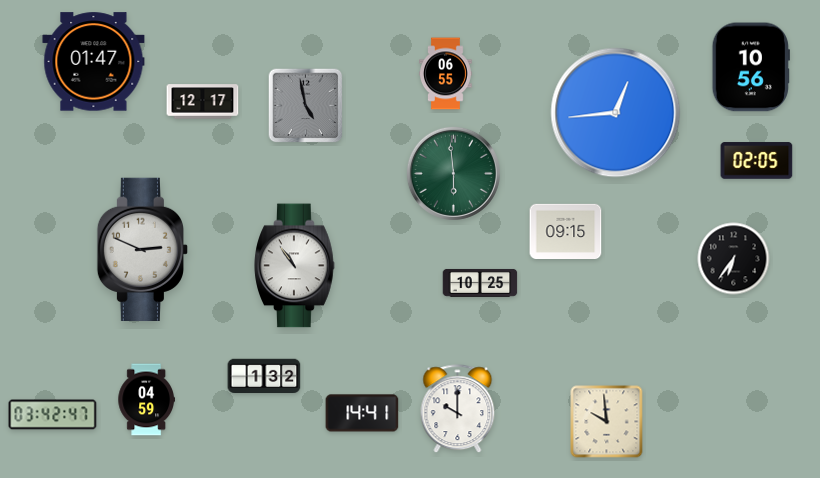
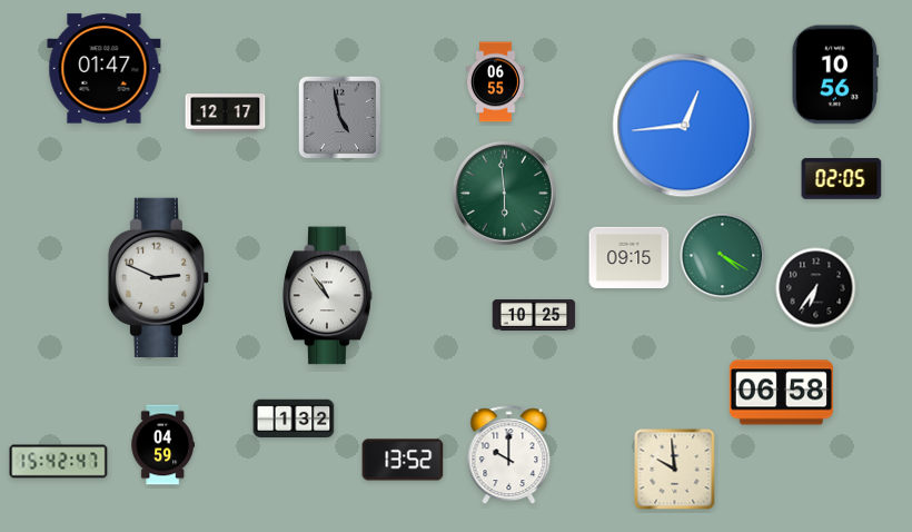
clock at (723, 256): none -> 4:20
clock at (781, 393): none -> 06:58
clock at (362, 413): 14:41 -> 13:52
clock at (53, 415): 03:42 -> 15:42
